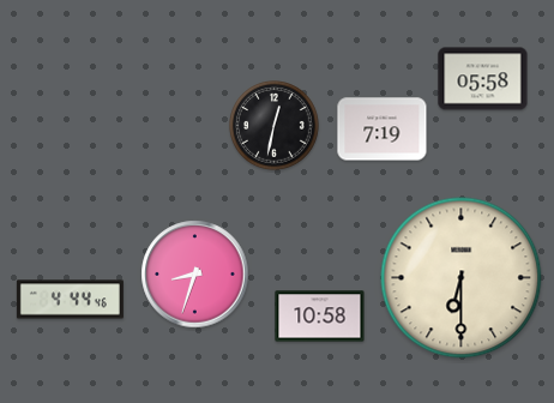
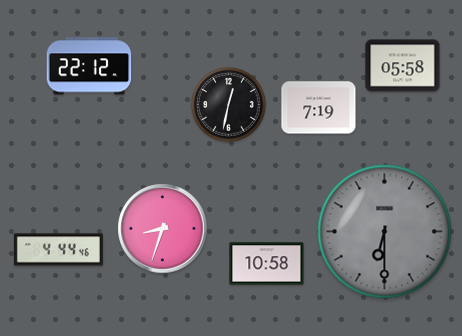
clock at (89, 66): none -> 22:12
clock at (462, 278) dial: cream -> grey
